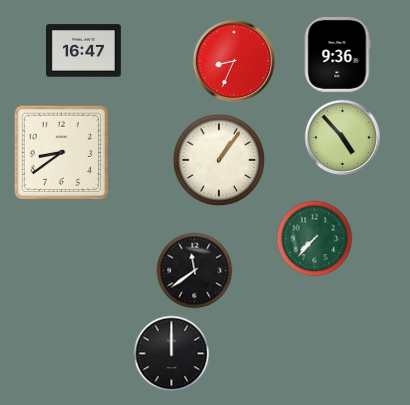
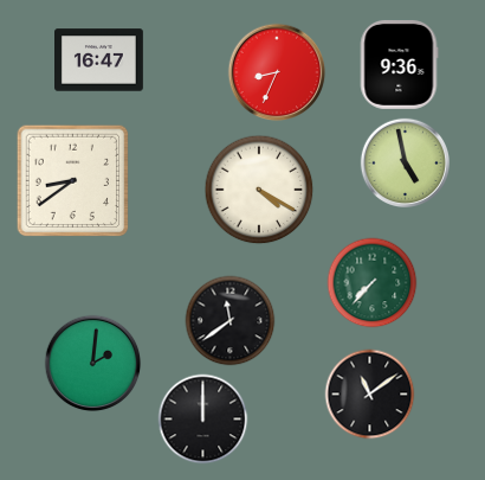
clock at (342, 137): 4:53 -> 4:58
clock at (219, 160): 1:06 -> 4:20
clock at (93, 364): none -> 2:01
clock at (370, 395): none -> 11:09
